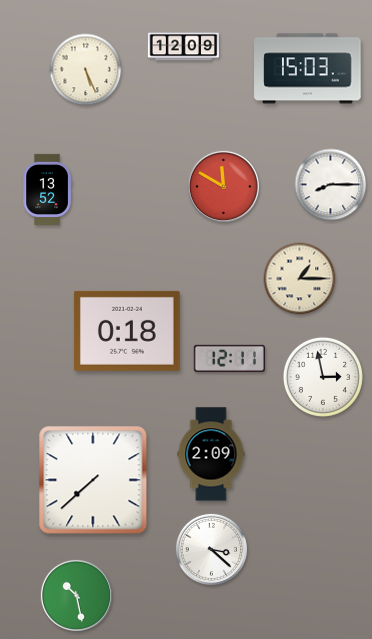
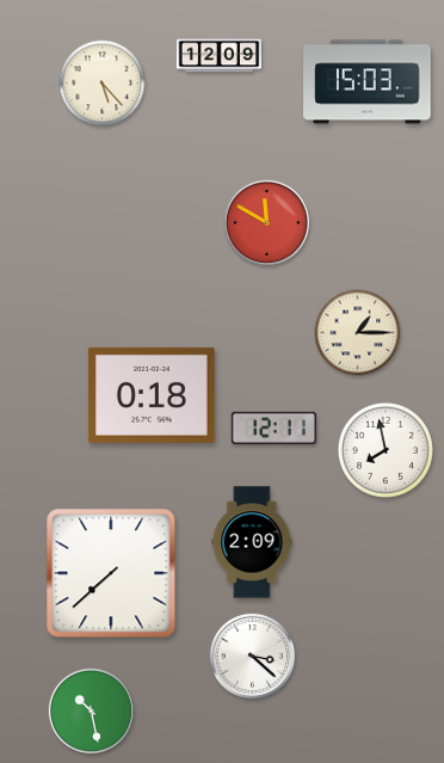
clock at (86, 70): 5:26 -> 5:23
clock at (331, 185): 8:15 -> none
clock at (47, 189): 13:52 -> none
clock at (323, 377): 2:58 -> 7:58
